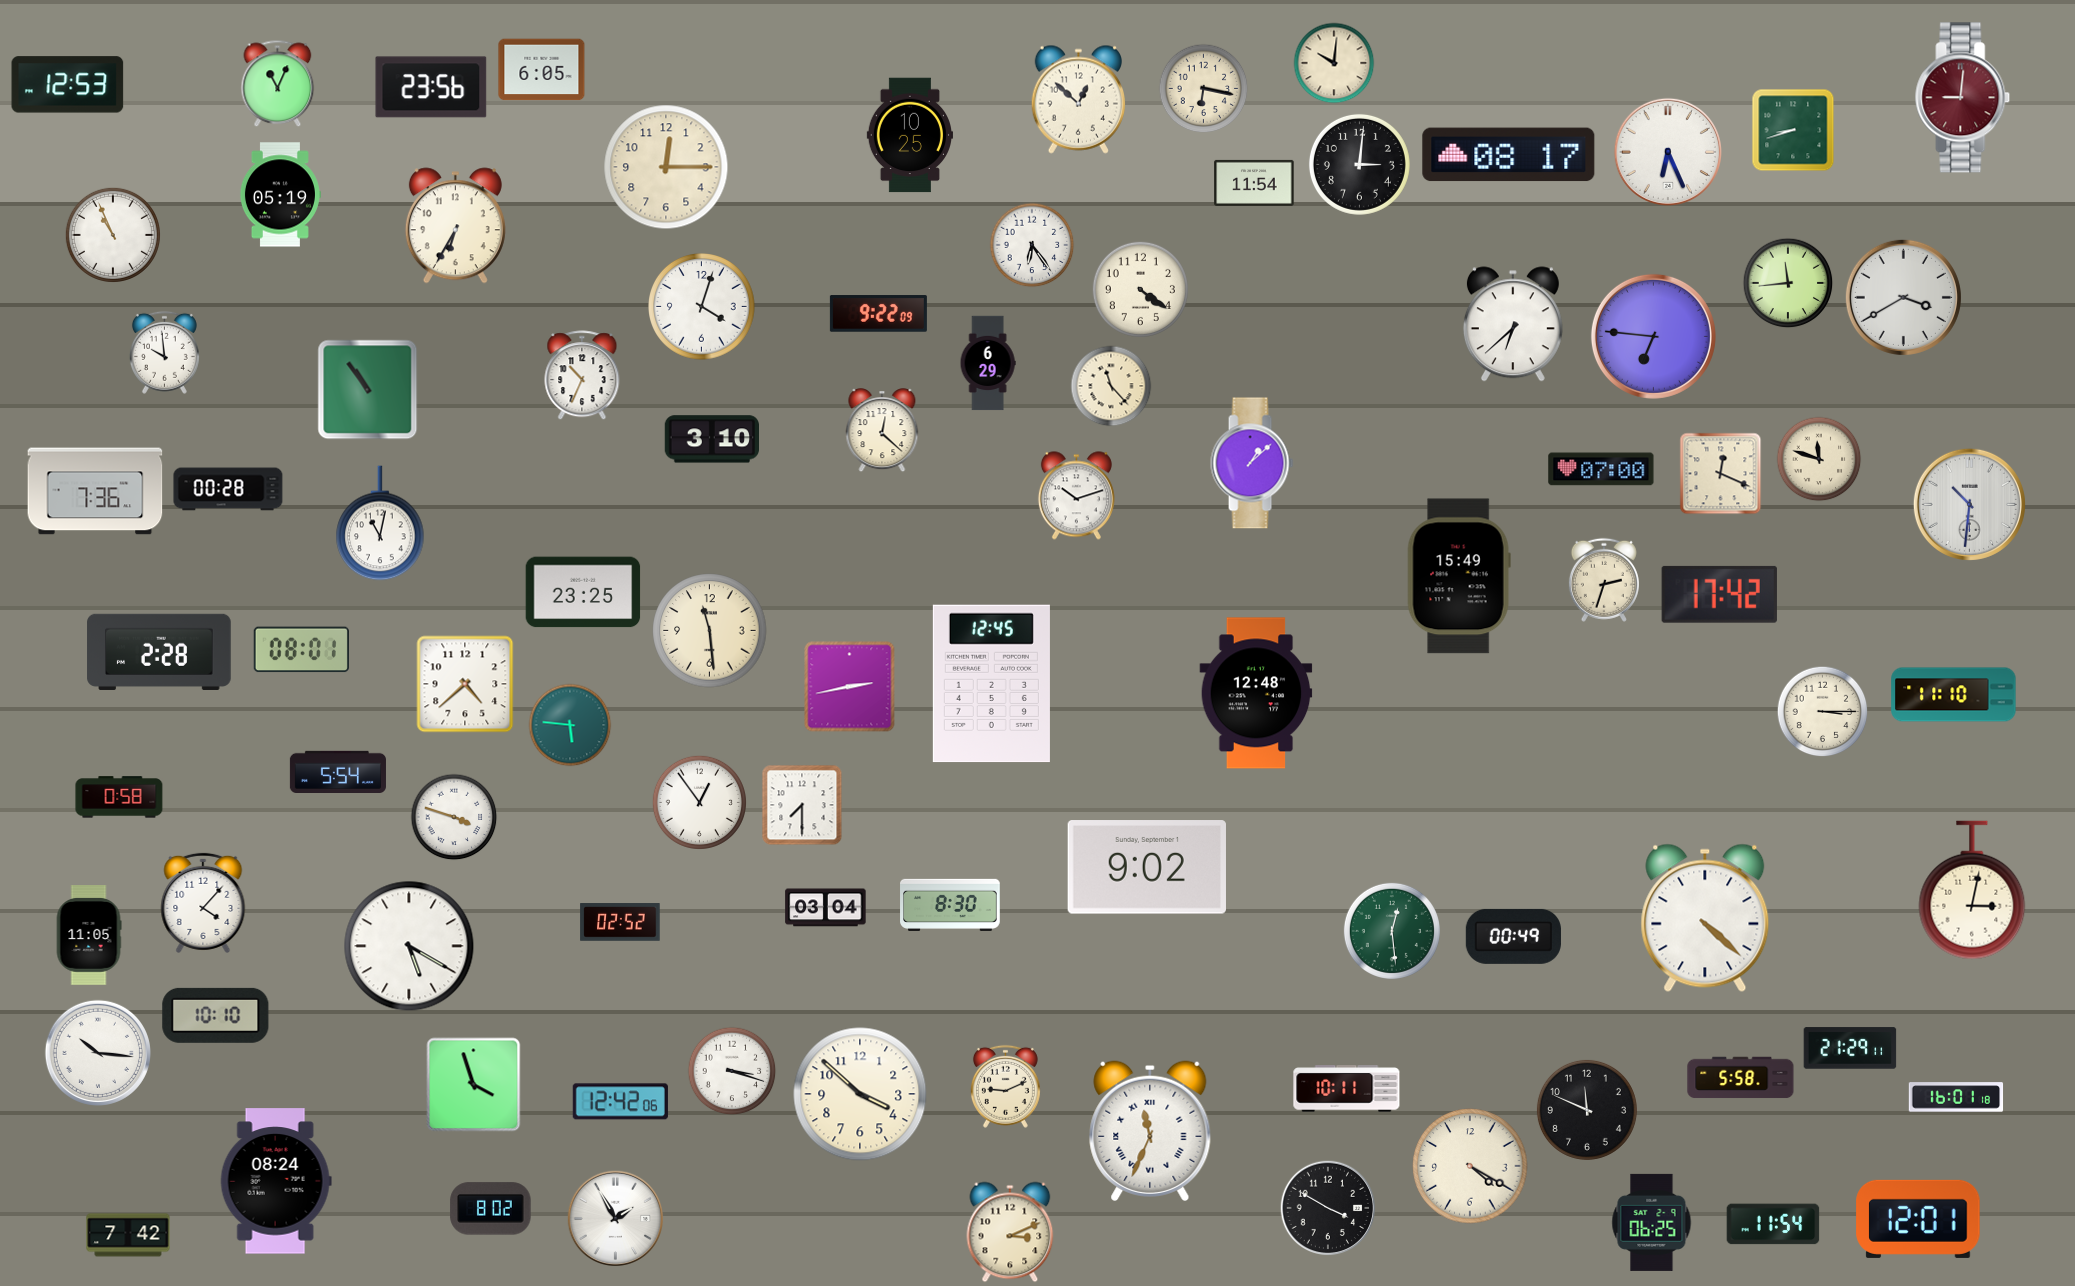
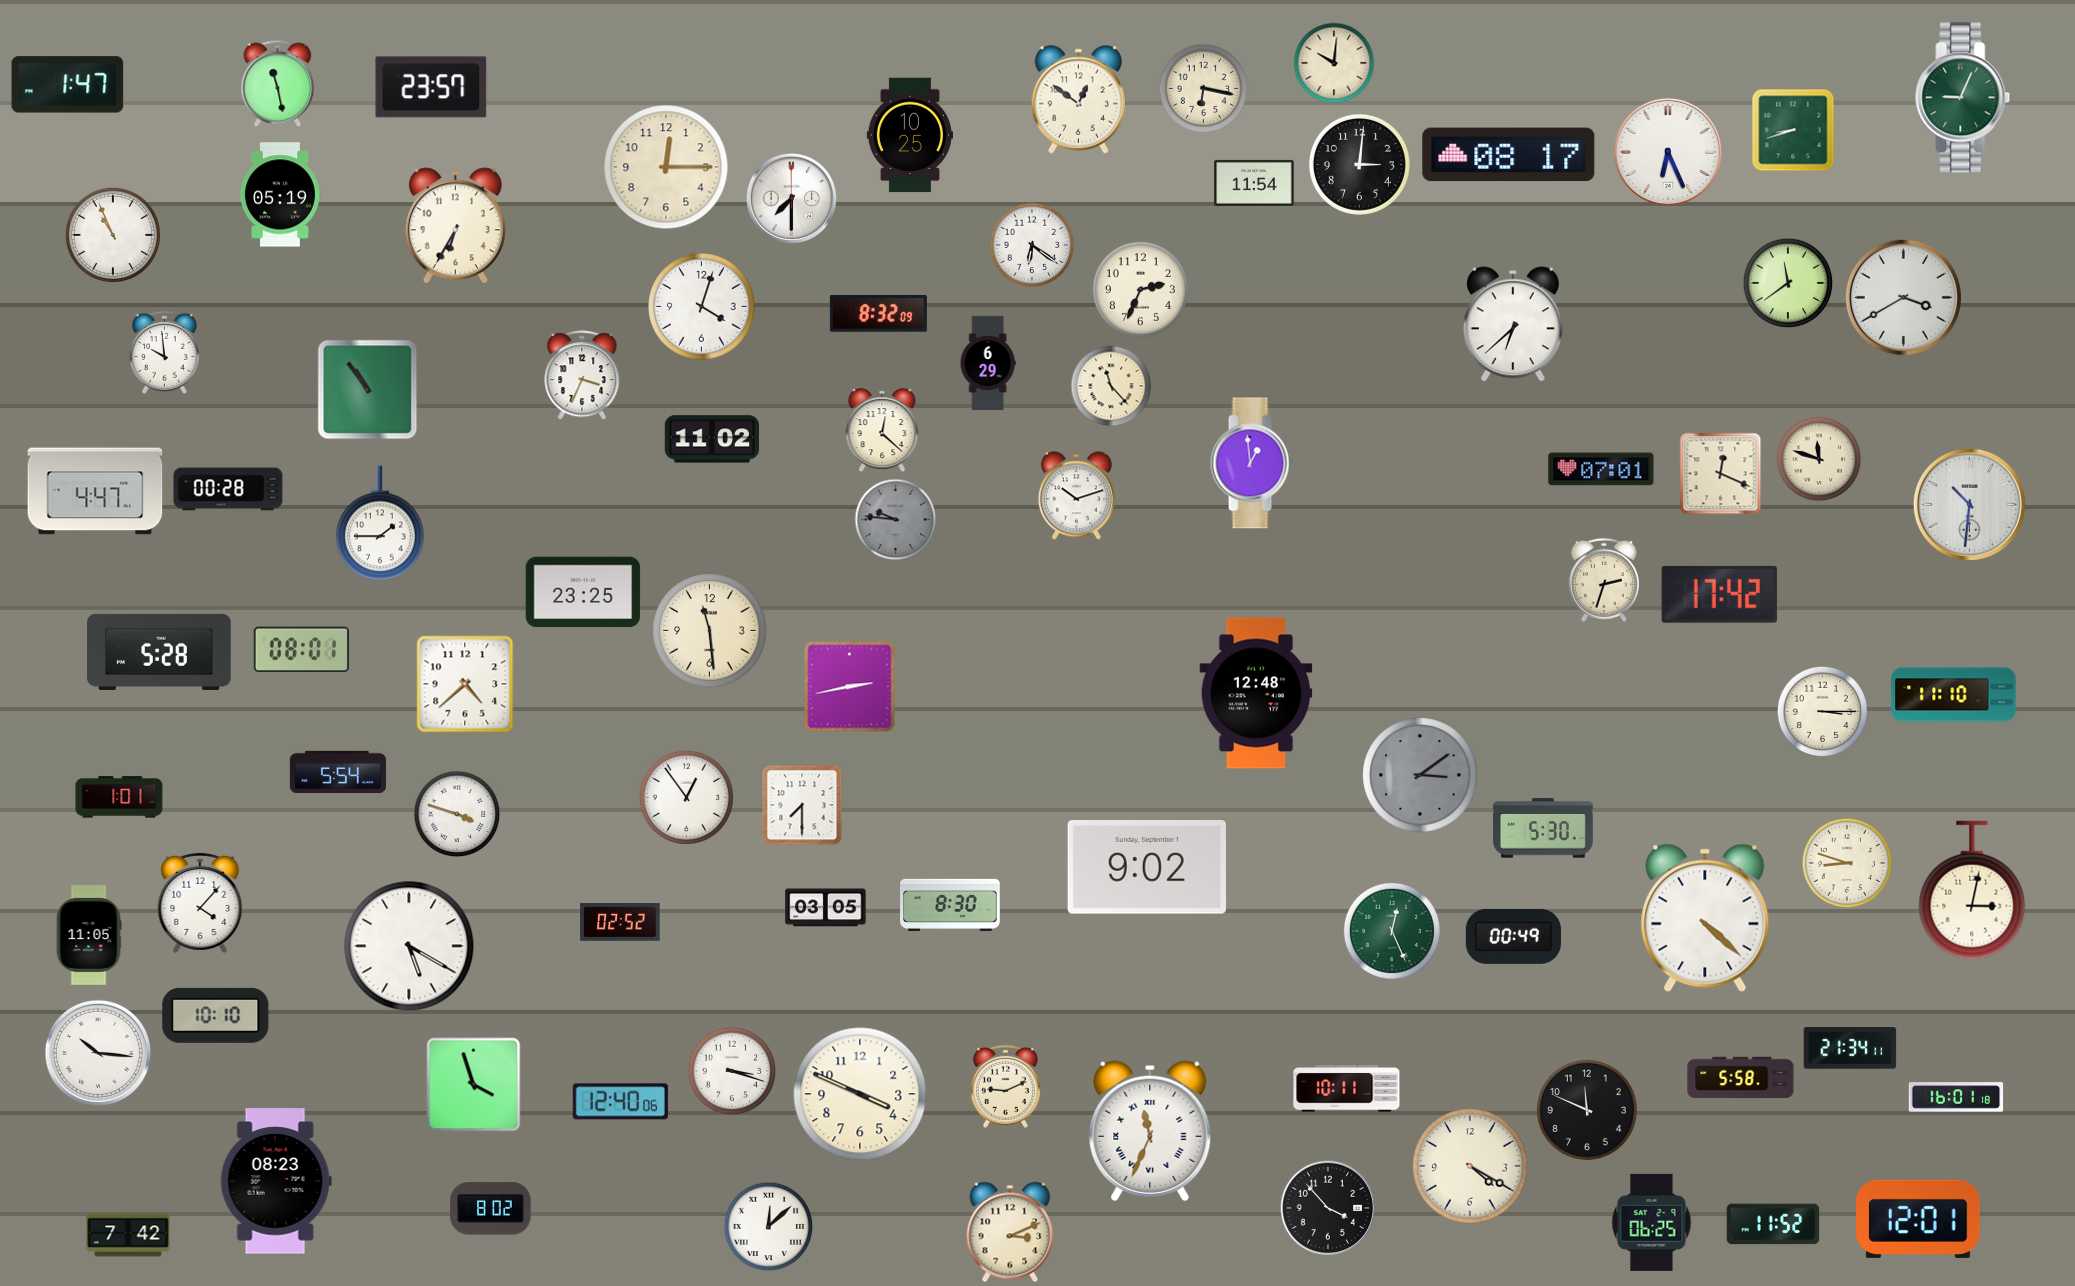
clock at (542, 70): 6:05 -> none
clock at (278, 84): 11:04 -> 11:28
clock at (68, 85): 12:53 -> 1:47
clock at (431, 87): 23:56 -> 23:57
clock at (1963, 98): 9:01 -> 9:04
clock at (1963, 98) dial: burgundy -> green
clock at (1078, 99): 12:52 -> 12:51
clock at (792, 199): none -> 7:30
clock at (1032, 245): 6:24 -> 6:21
clock at (1788, 283): 11:44 -> 11:39
clock at (1140, 289): 4:21 -> 2:34
clock at (878, 314): 9:22 -> 8:32
clock at (1653, 336): 6:46 -> none
clock at (582, 376): 10:34 -> 3:34
clock at (711, 439): 3:10 -> 11:02
clock at (1252, 463): 1:08 -> 12:59
clock at (1601, 469): 07:00 -> 07:01
clock at (95, 491): 7:36 -> 4:47
clock at (896, 520): none -> 9:46
clock at (380, 523): 11:02 -> 1:45
clock at (1459, 576): 15:49 -> none
clock at (159, 651): 2:28 -> 5:28
clock at (991, 684): 12:45 -> none
clock at (570, 725): 5:46 -> none
clock at (1420, 775): none -> 3:09
clock at (119, 797): 0:58 -> 1:01
clock at (699, 802) position: (699, 802) -> (686, 797)
clock at (454, 817) position: (454, 817) -> (457, 814)
clock at (1543, 828): none -> 5:30
clock at (1847, 863): none -> 8:48
clock at (203, 903) position: (203, 903) -> (200, 903)
clock at (826, 908): 03:04 -> 03:05
clock at (1392, 931): 12:29 -> 12:26
clock at (1850, 1048): 21:29 -> 21:34
clock at (860, 1094): 3:52 -> 3:49
clock at (620, 1102): 12:42 -> 12:40
clock at (276, 1181): 08:24 -> 08:23
clock at (1328, 1208): 3:50 -> 3:53
clock at (615, 1218): 1:55 -> none
clock at (1773, 1224): 11:54 -> 11:52
clock at (769, 1227): none -> 12:08
